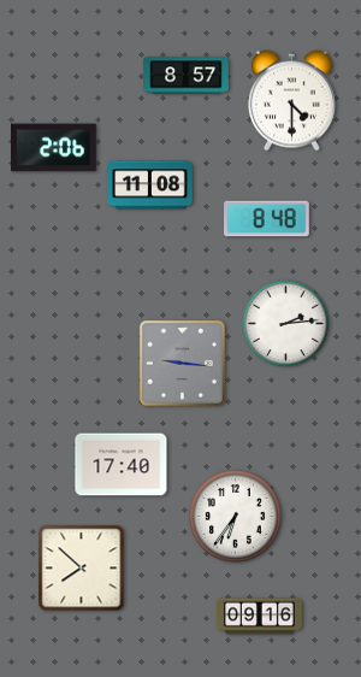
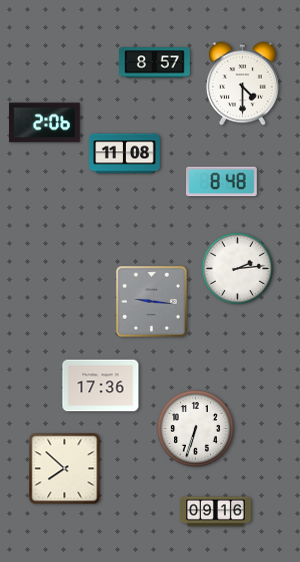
clock at (122, 465): 17:40 -> 17:36
clock at (236, 517): 6:36 -> 6:33
clock at (82, 569) position: (82, 569) -> (65, 469)
